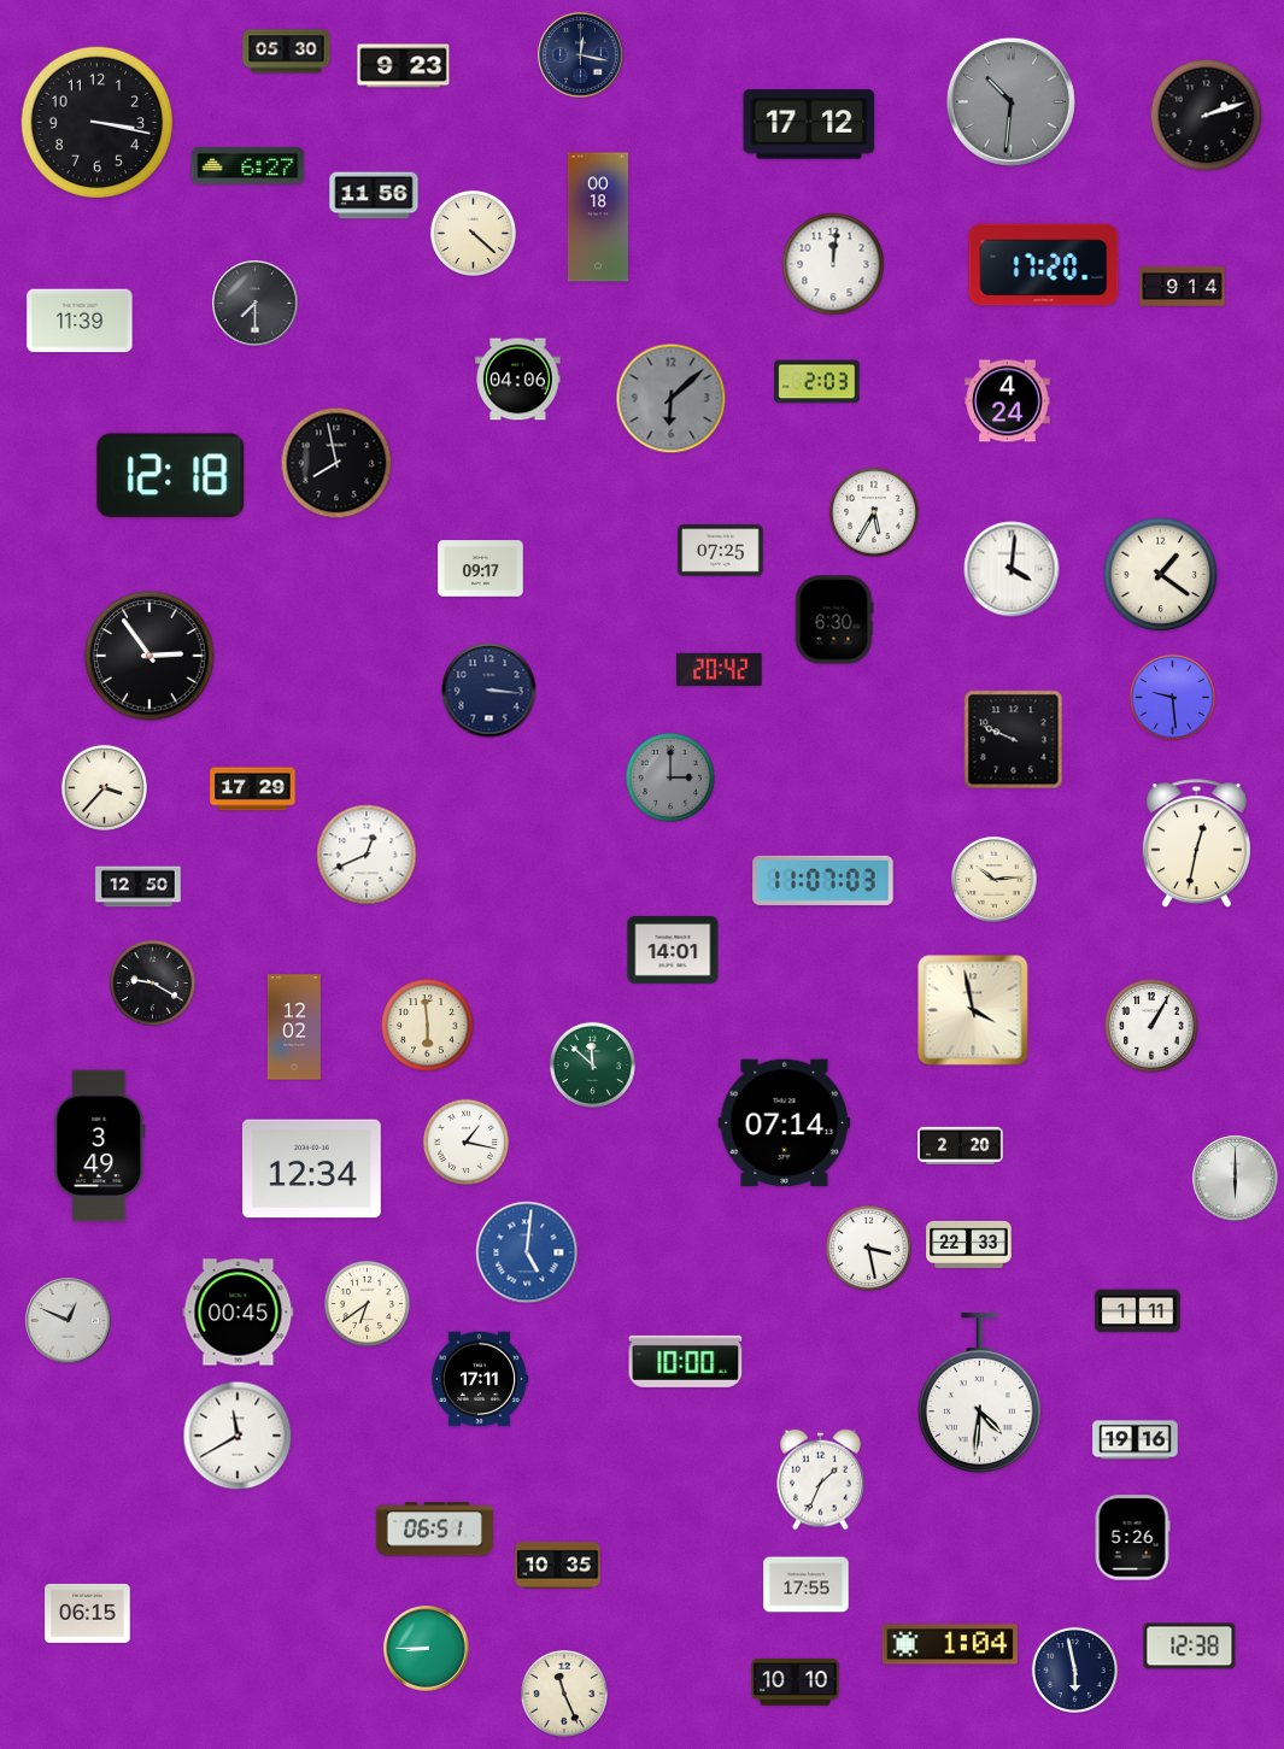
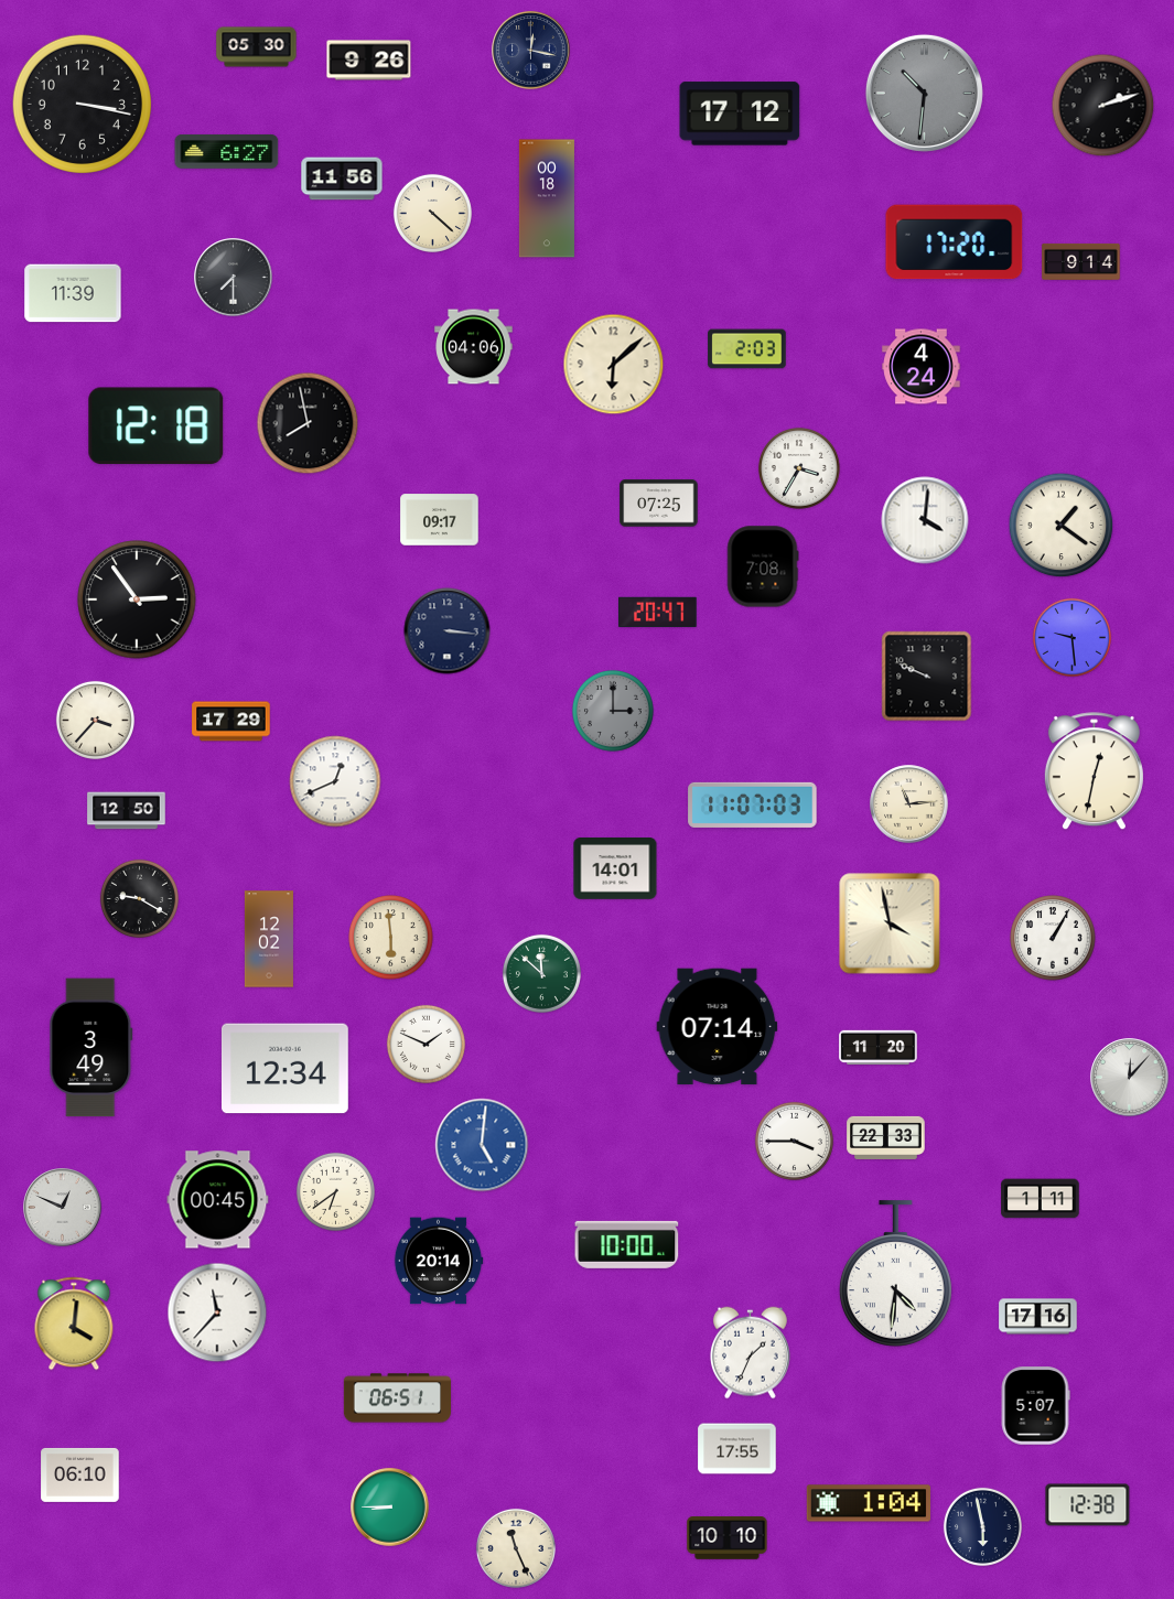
clock at (287, 52) position: (287, 52) -> (257, 47)
clock at (404, 66): 9:23 -> 9:26
clock at (96, 122) position: (96, 122) -> (82, 104)
clock at (833, 264): 12:01 -> none
clock at (672, 399) dial: grey -> cream
clock at (171, 476) position: (171, 476) -> (157, 426)
clock at (874, 512): 5:35 -> 3:35
clock at (834, 620): 6:30 -> 7:08
clock at (720, 669): 20:42 -> 20:47
clock at (995, 880): 10:14 -> 11:14
clock at (465, 1141): 1:17 -> 1:49
clock at (961, 1145): 2:20 -> 11:20
clock at (1236, 1179): 6:00 -> 12:07
clock at (868, 1248): 3:28 -> 3:45
clock at (480, 1379): 17:11 -> 20:14
clock at (238, 1436): 11:40 -> 11:37
clock at (1136, 1440): 19:16 -> 17:16
clock at (74, 1324): none -> 4:01
clock at (1132, 1538): 5:26 -> 5:07
clock at (558, 1566): 10:35 -> none
clock at (88, 1613): 06:15 -> 06:10
